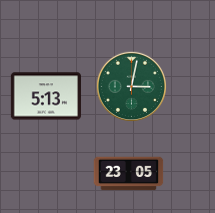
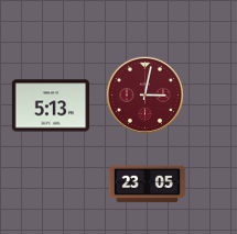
clock at (131, 86) dial: green -> burgundy
clock at (129, 174) position: (129, 174) -> (148, 185)
